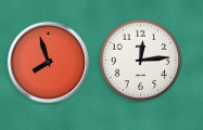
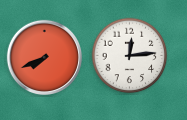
clock at (48, 62): 7:57 -> 7:41
